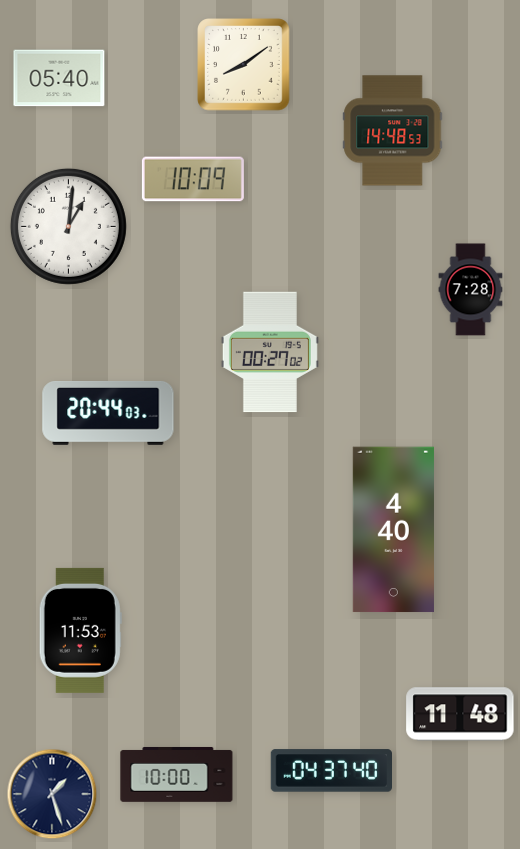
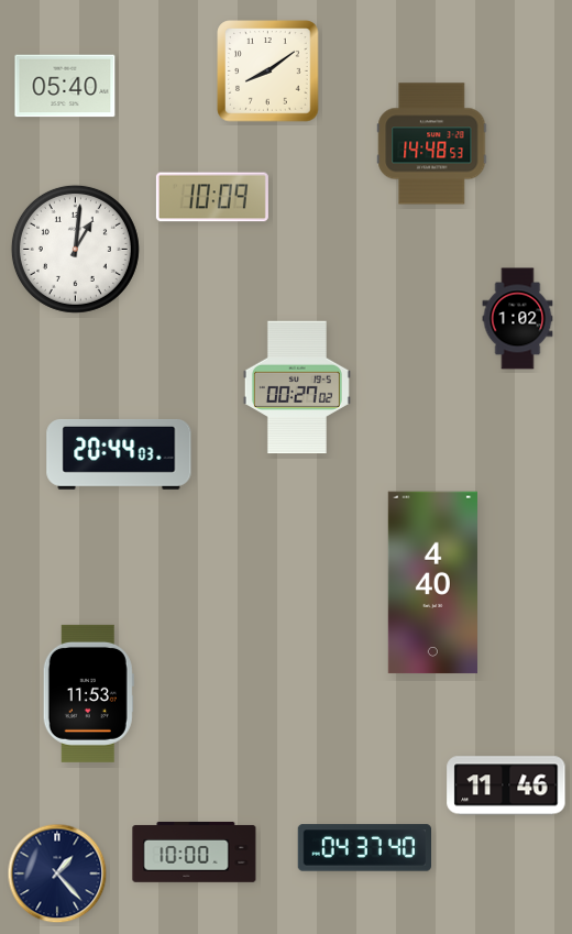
clock at (471, 290): 7:28 -> 1:02
clock at (460, 714): 11:48 -> 11:46
clock at (52, 794): 1:27 -> 1:23
